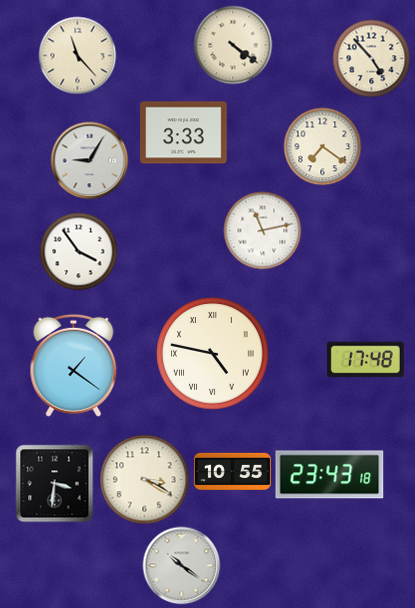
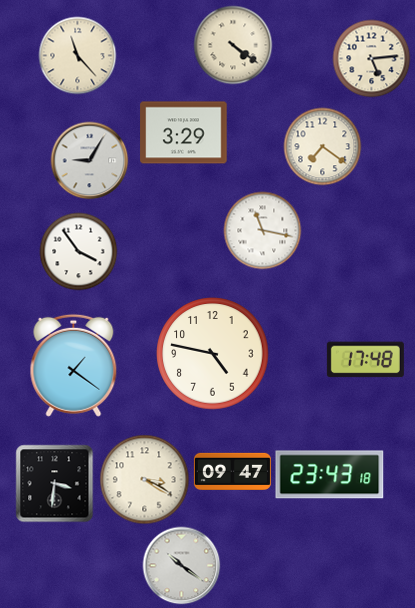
clock at (371, 58): 4:53 -> 5:14
clock at (184, 133): 3:33 -> 3:29
clock at (262, 230): 11:13 -> 11:17
clock at (213, 354) numerals: Roman -> Arabic
clock at (232, 471): 10:55 -> 09:47
